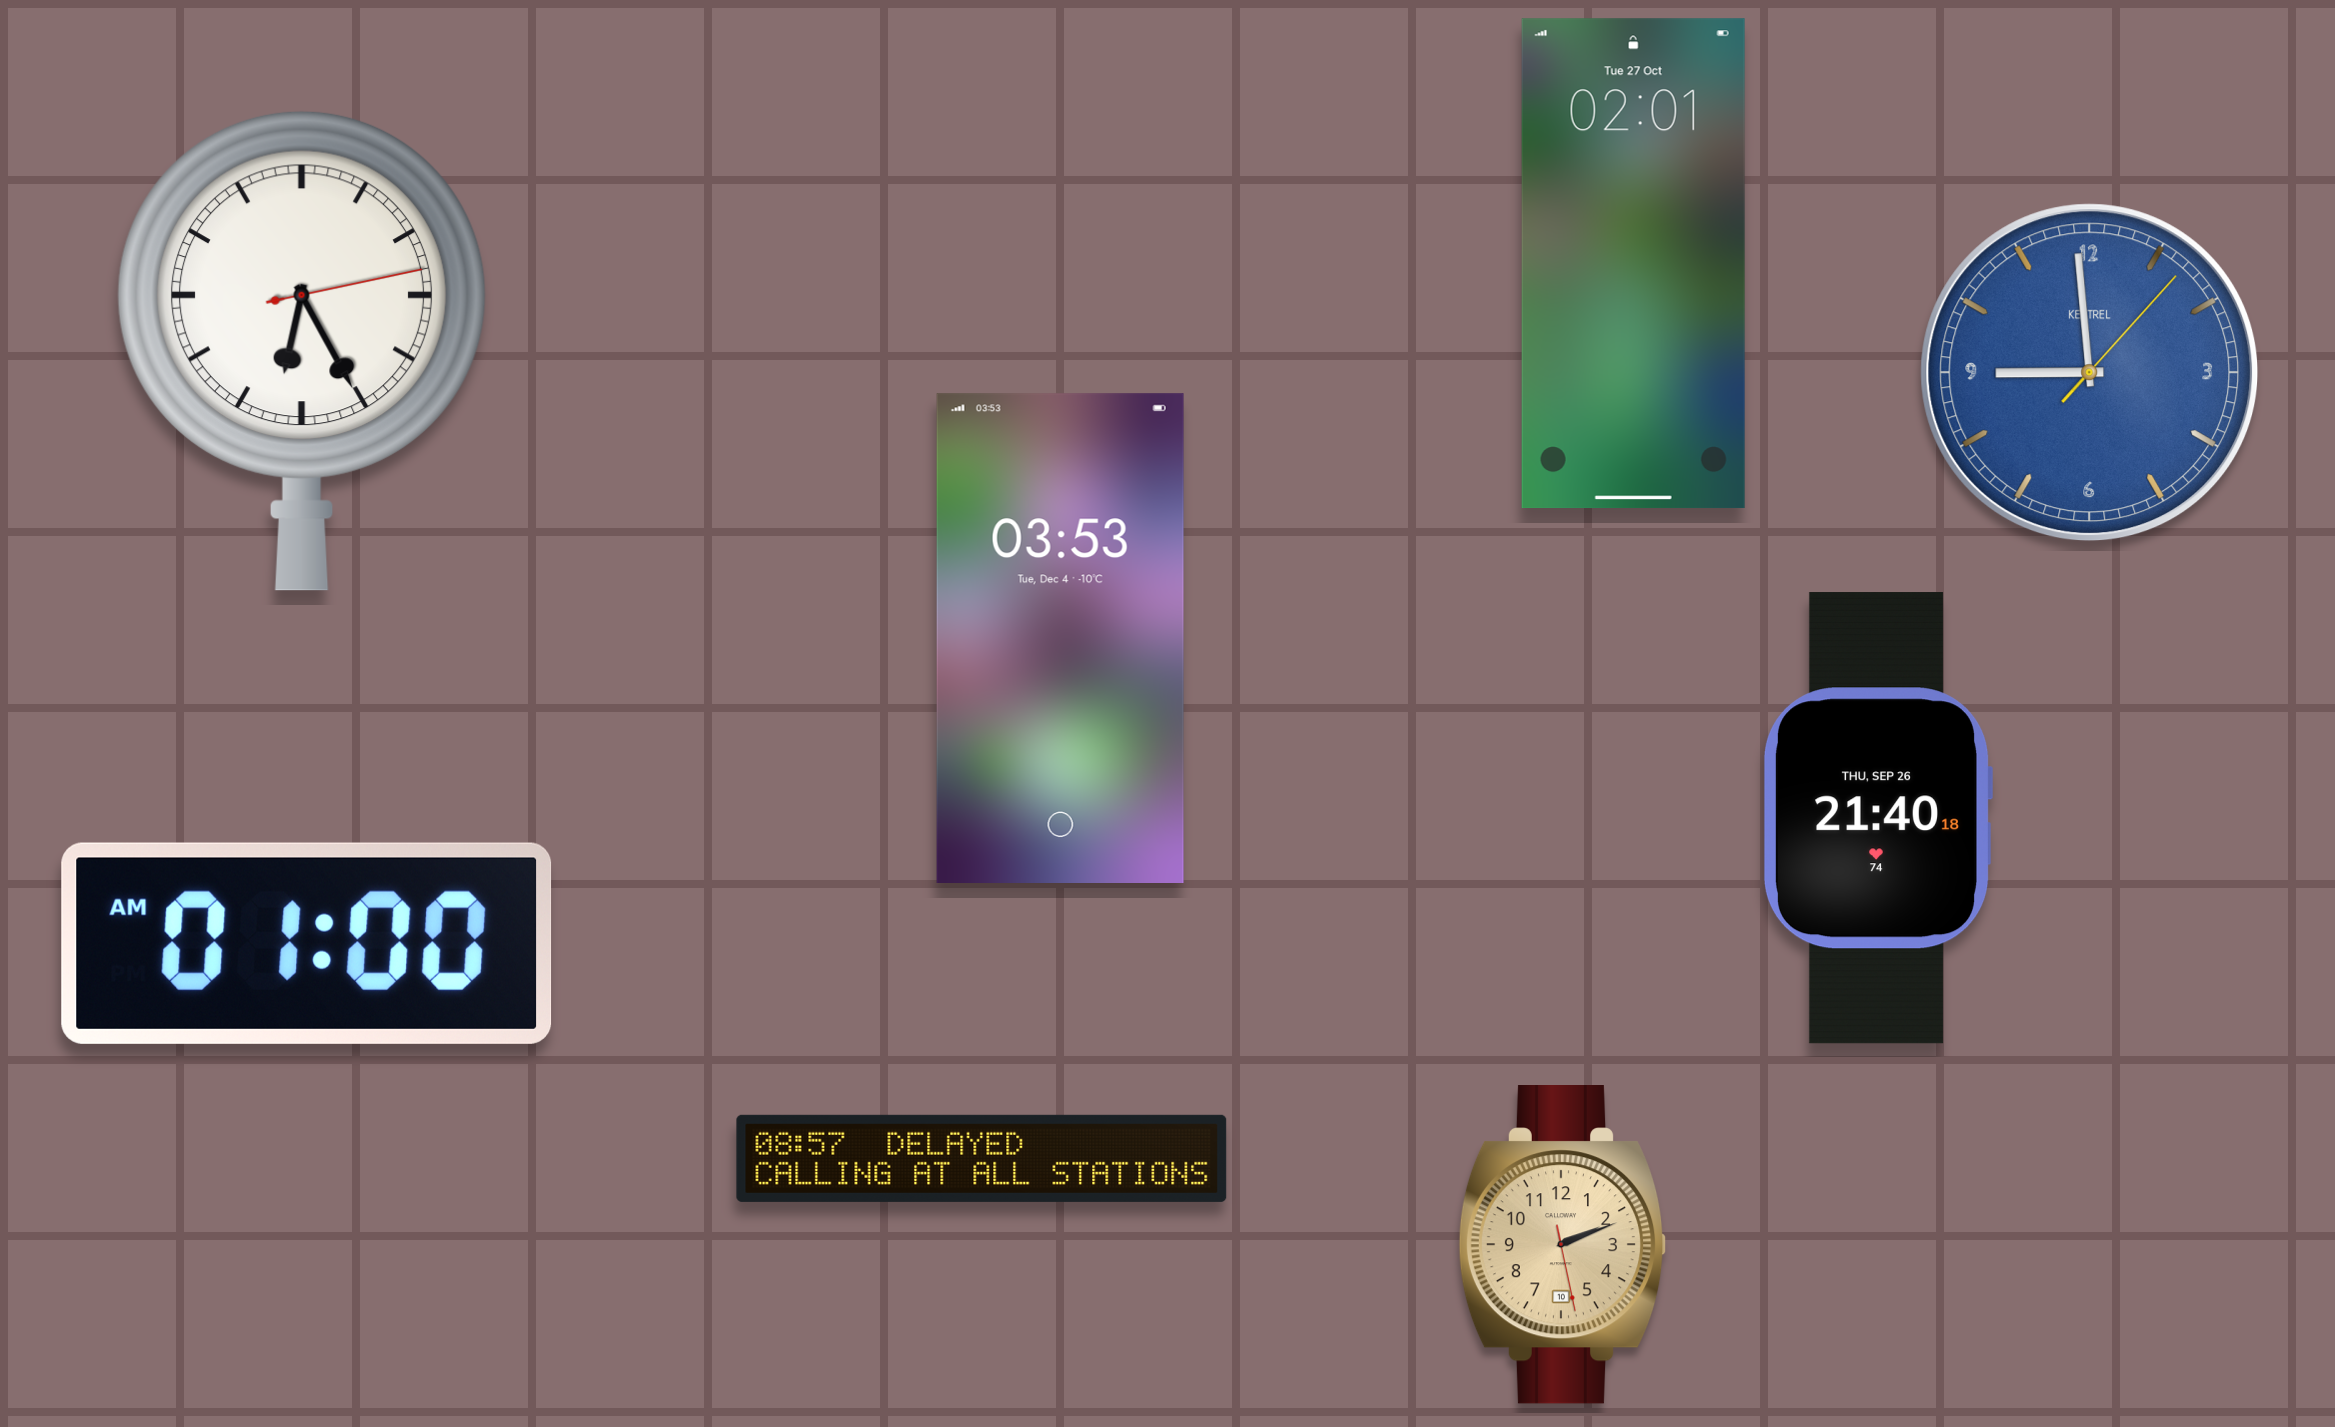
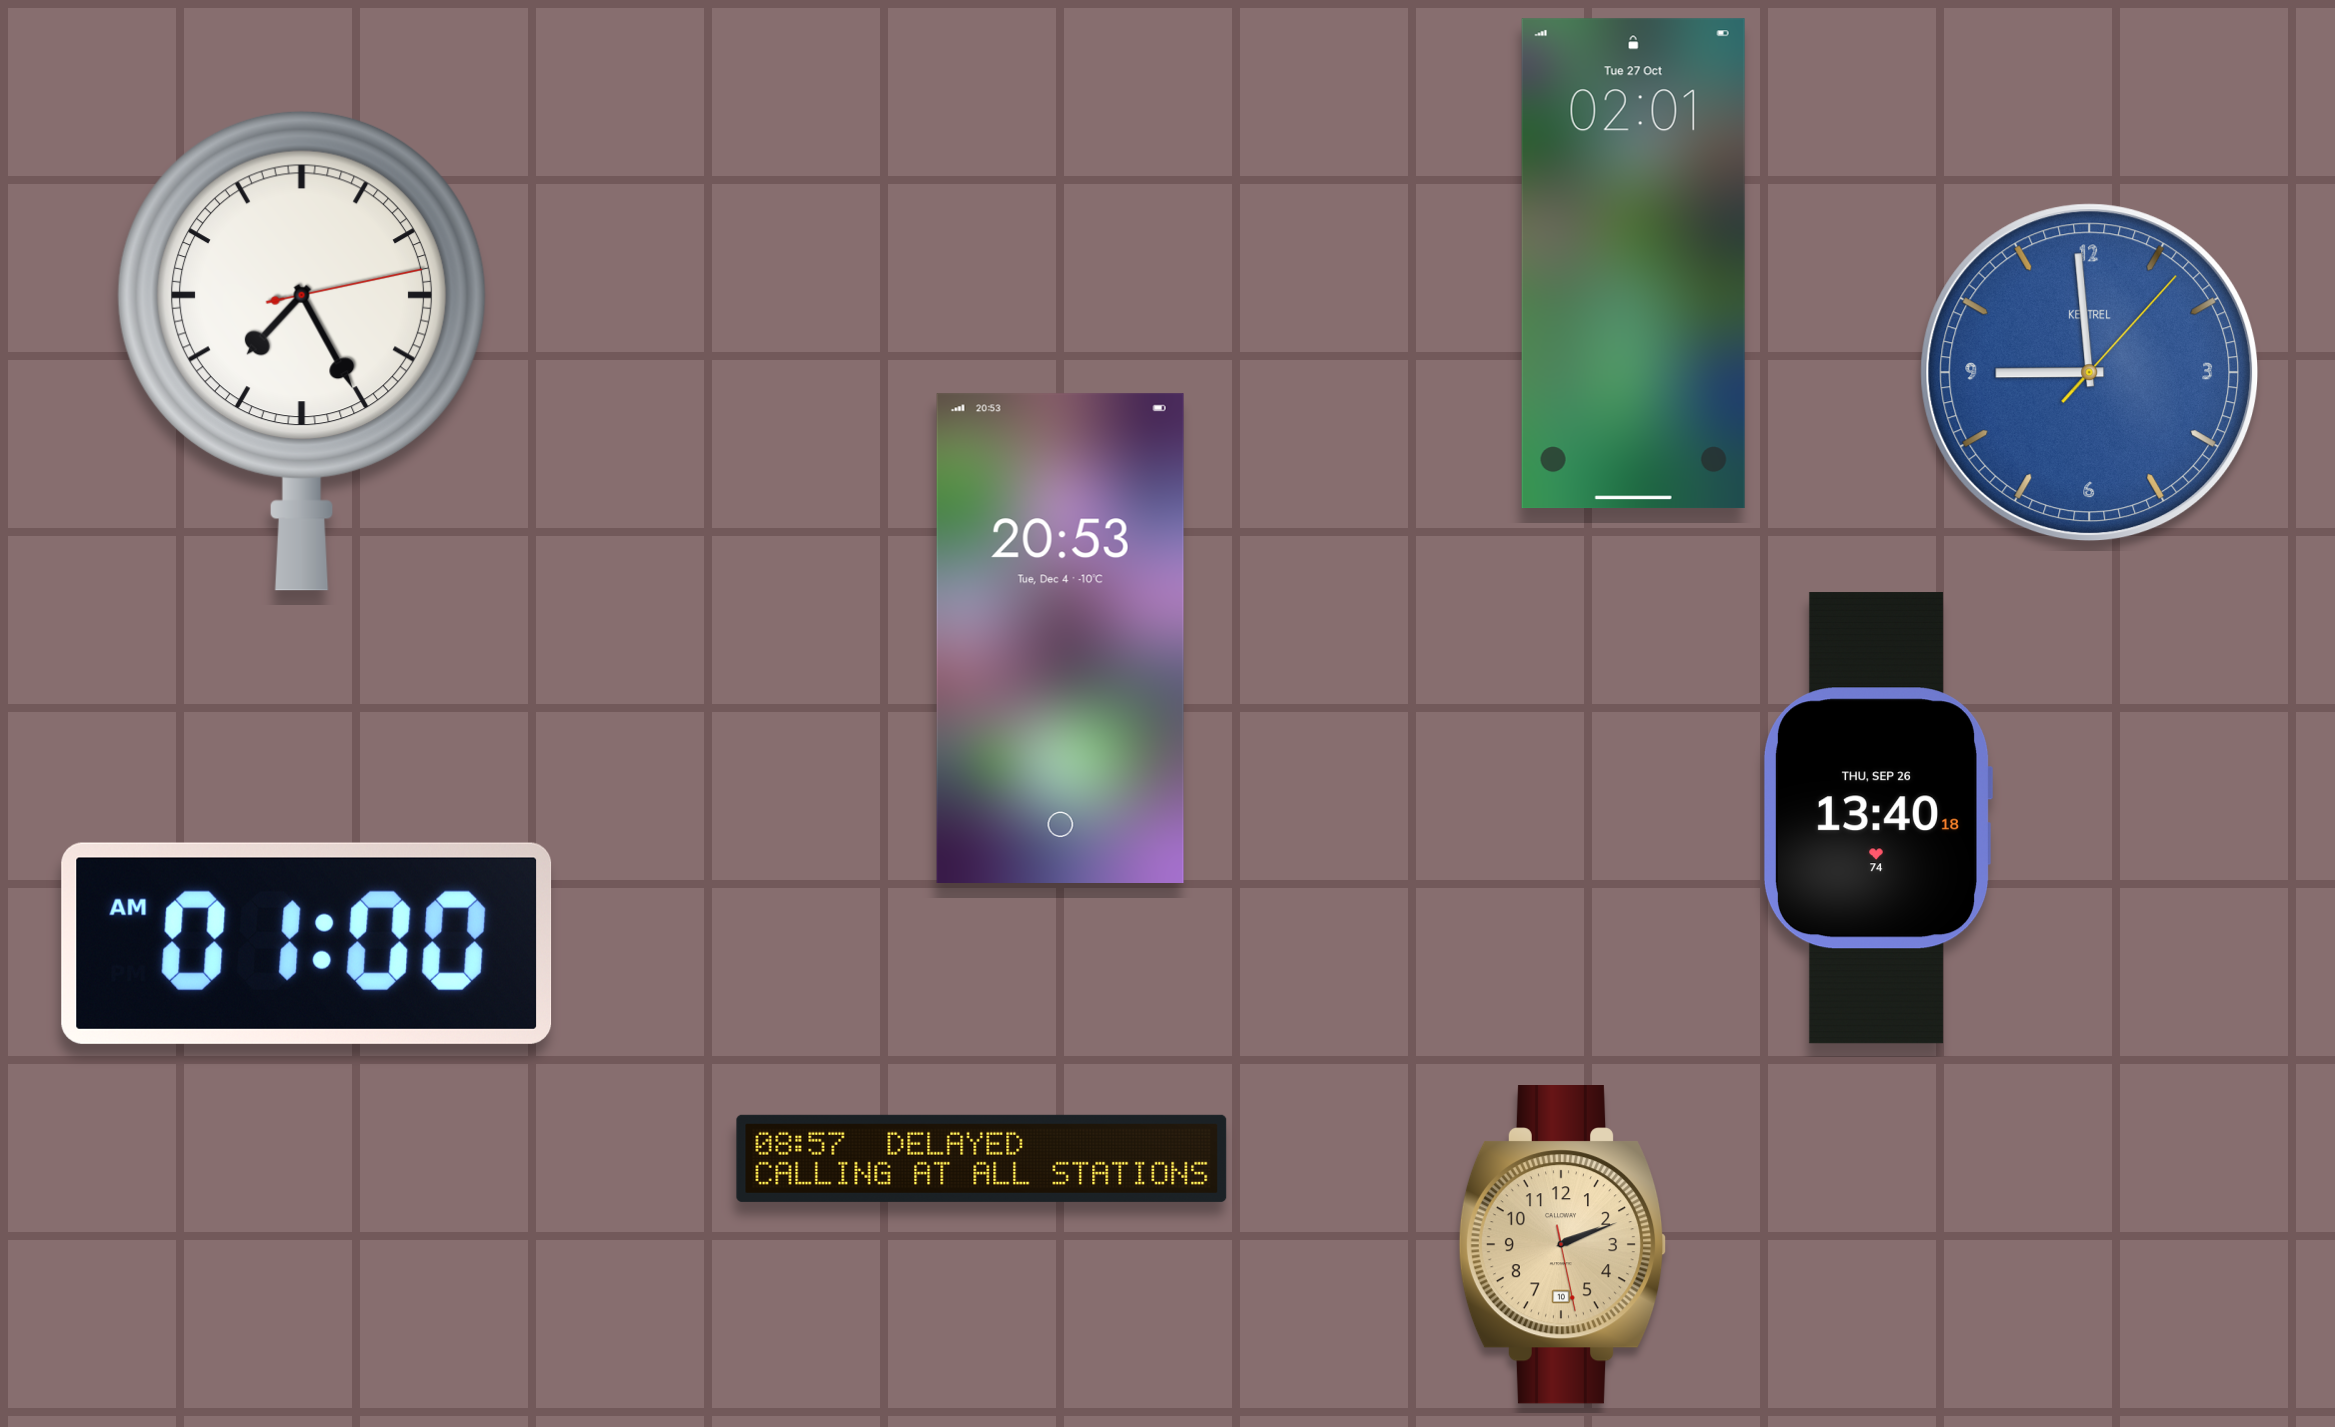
clock at (302, 351): 6:25 -> 7:25
clock at (1060, 638): 03:53 -> 20:53
clock at (1877, 818): 21:40 -> 13:40
